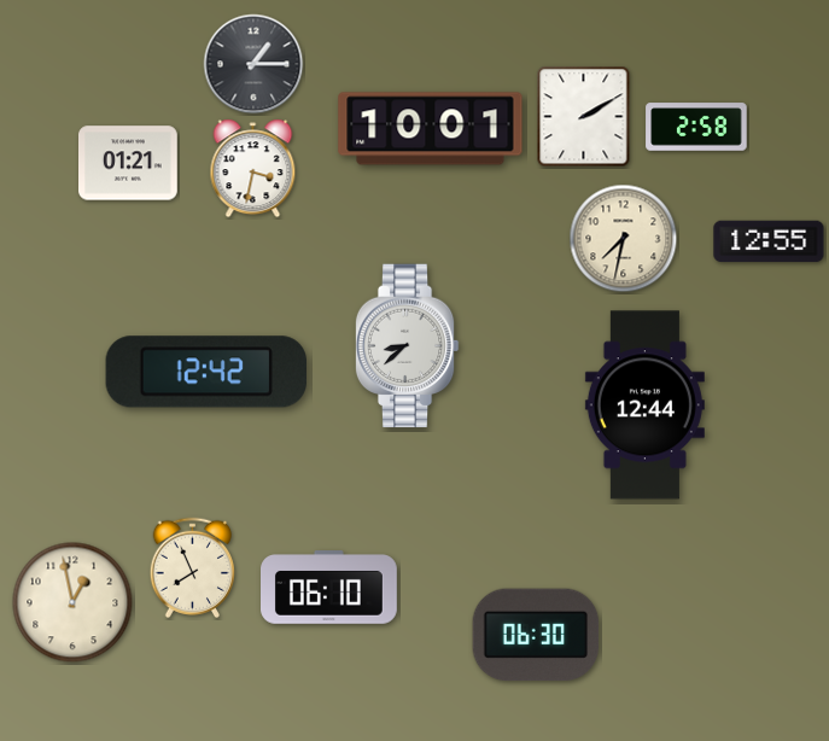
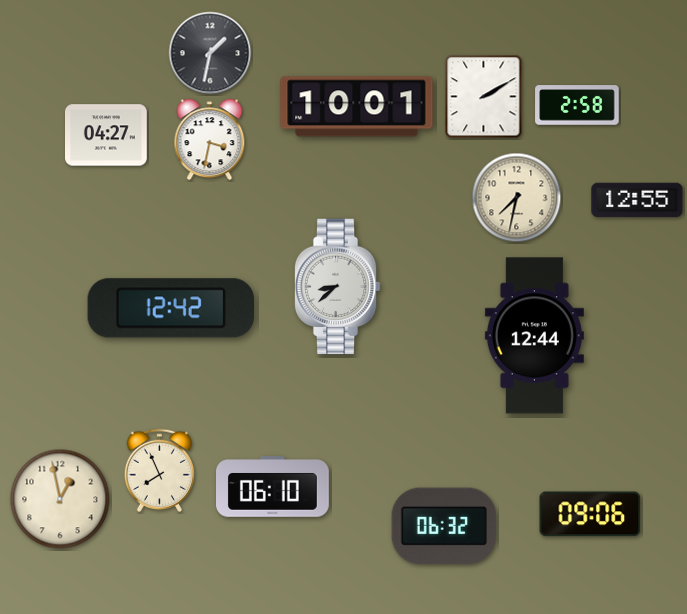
clock at (253, 64): 1:15 -> 1:32
clock at (129, 163): 01:21 -> 04:27
clock at (590, 514): none -> 09:06
clock at (536, 635): 06:30 -> 06:32
